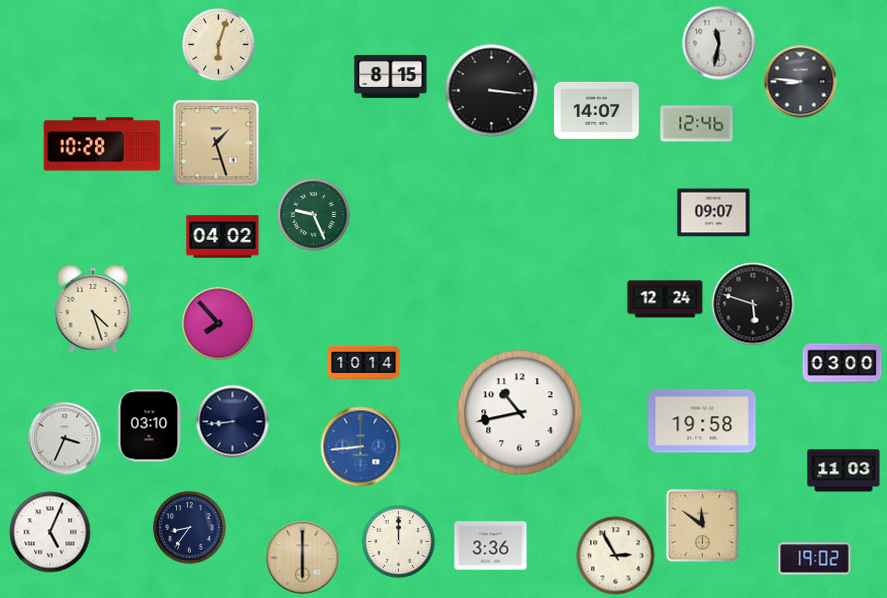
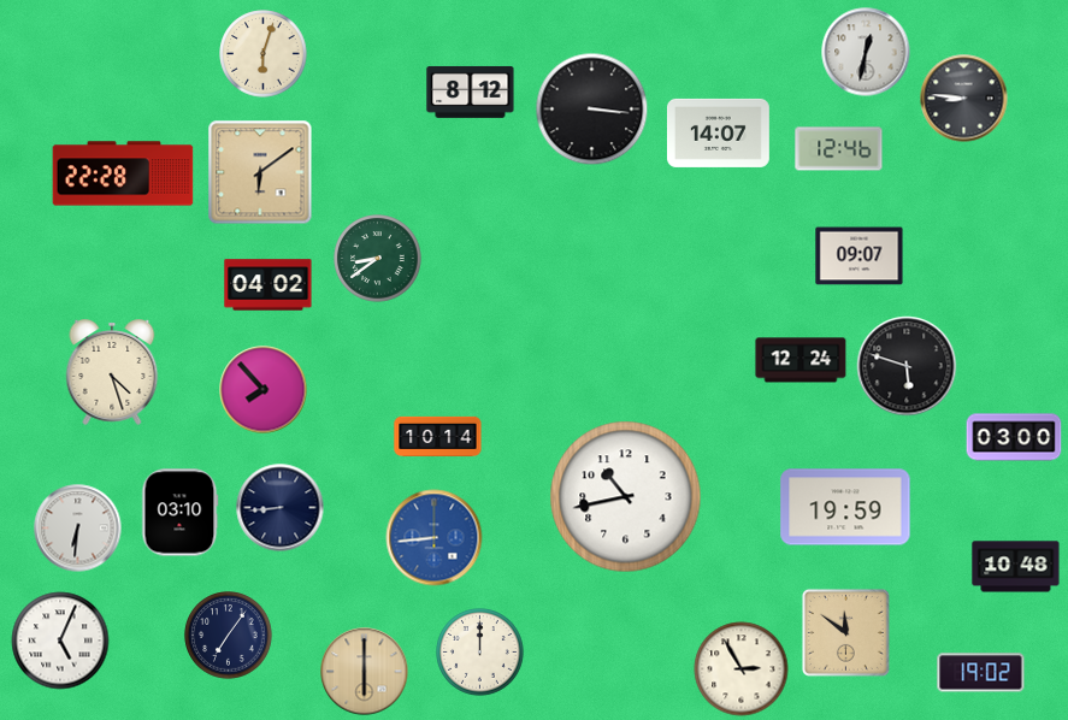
clock at (719, 43): 11:32 -> 12:32
clock at (391, 76): 8:15 -> 8:12
clock at (216, 143): 1:27 -> 6:09
clock at (102, 144): 10:28 -> 22:28
clock at (314, 215): 9:26 -> 8:39
clock at (702, 421): 19:58 -> 19:59
clock at (65, 439): 3:34 -> 6:31
clock at (844, 471): 11:03 -> 10:48
clock at (190, 528): 8:36 -> 7:06
clock at (491, 546): 3:36 -> none
